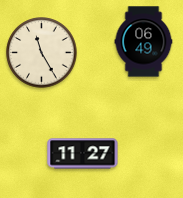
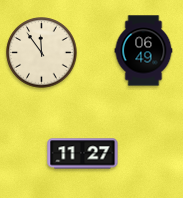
clock at (144, 42) position: (144, 42) -> (144, 51)
clock at (42, 53): 11:25 -> 11:54
